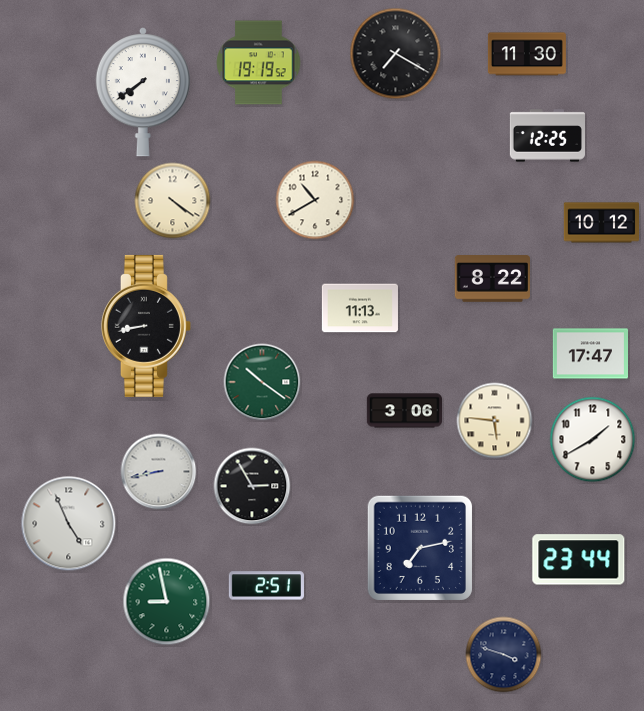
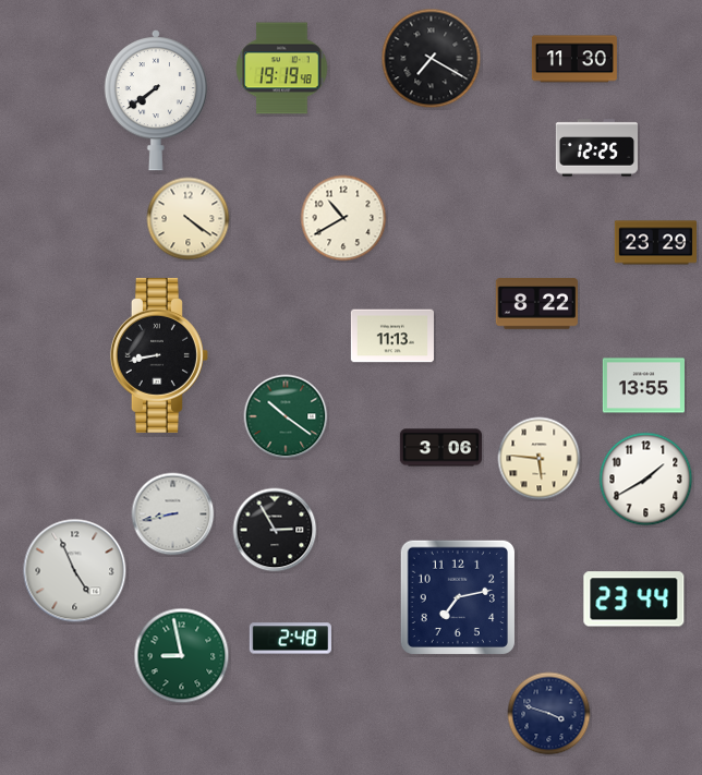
clock at (259, 63): 19:19:52 -> 19:19:48
clock at (601, 223): 10:12 -> 23:29
clock at (590, 354): 17:47 -> 13:55
clock at (579, 560) position: (579, 560) -> (634, 600)
clock at (266, 586): 2:51 -> 2:48
